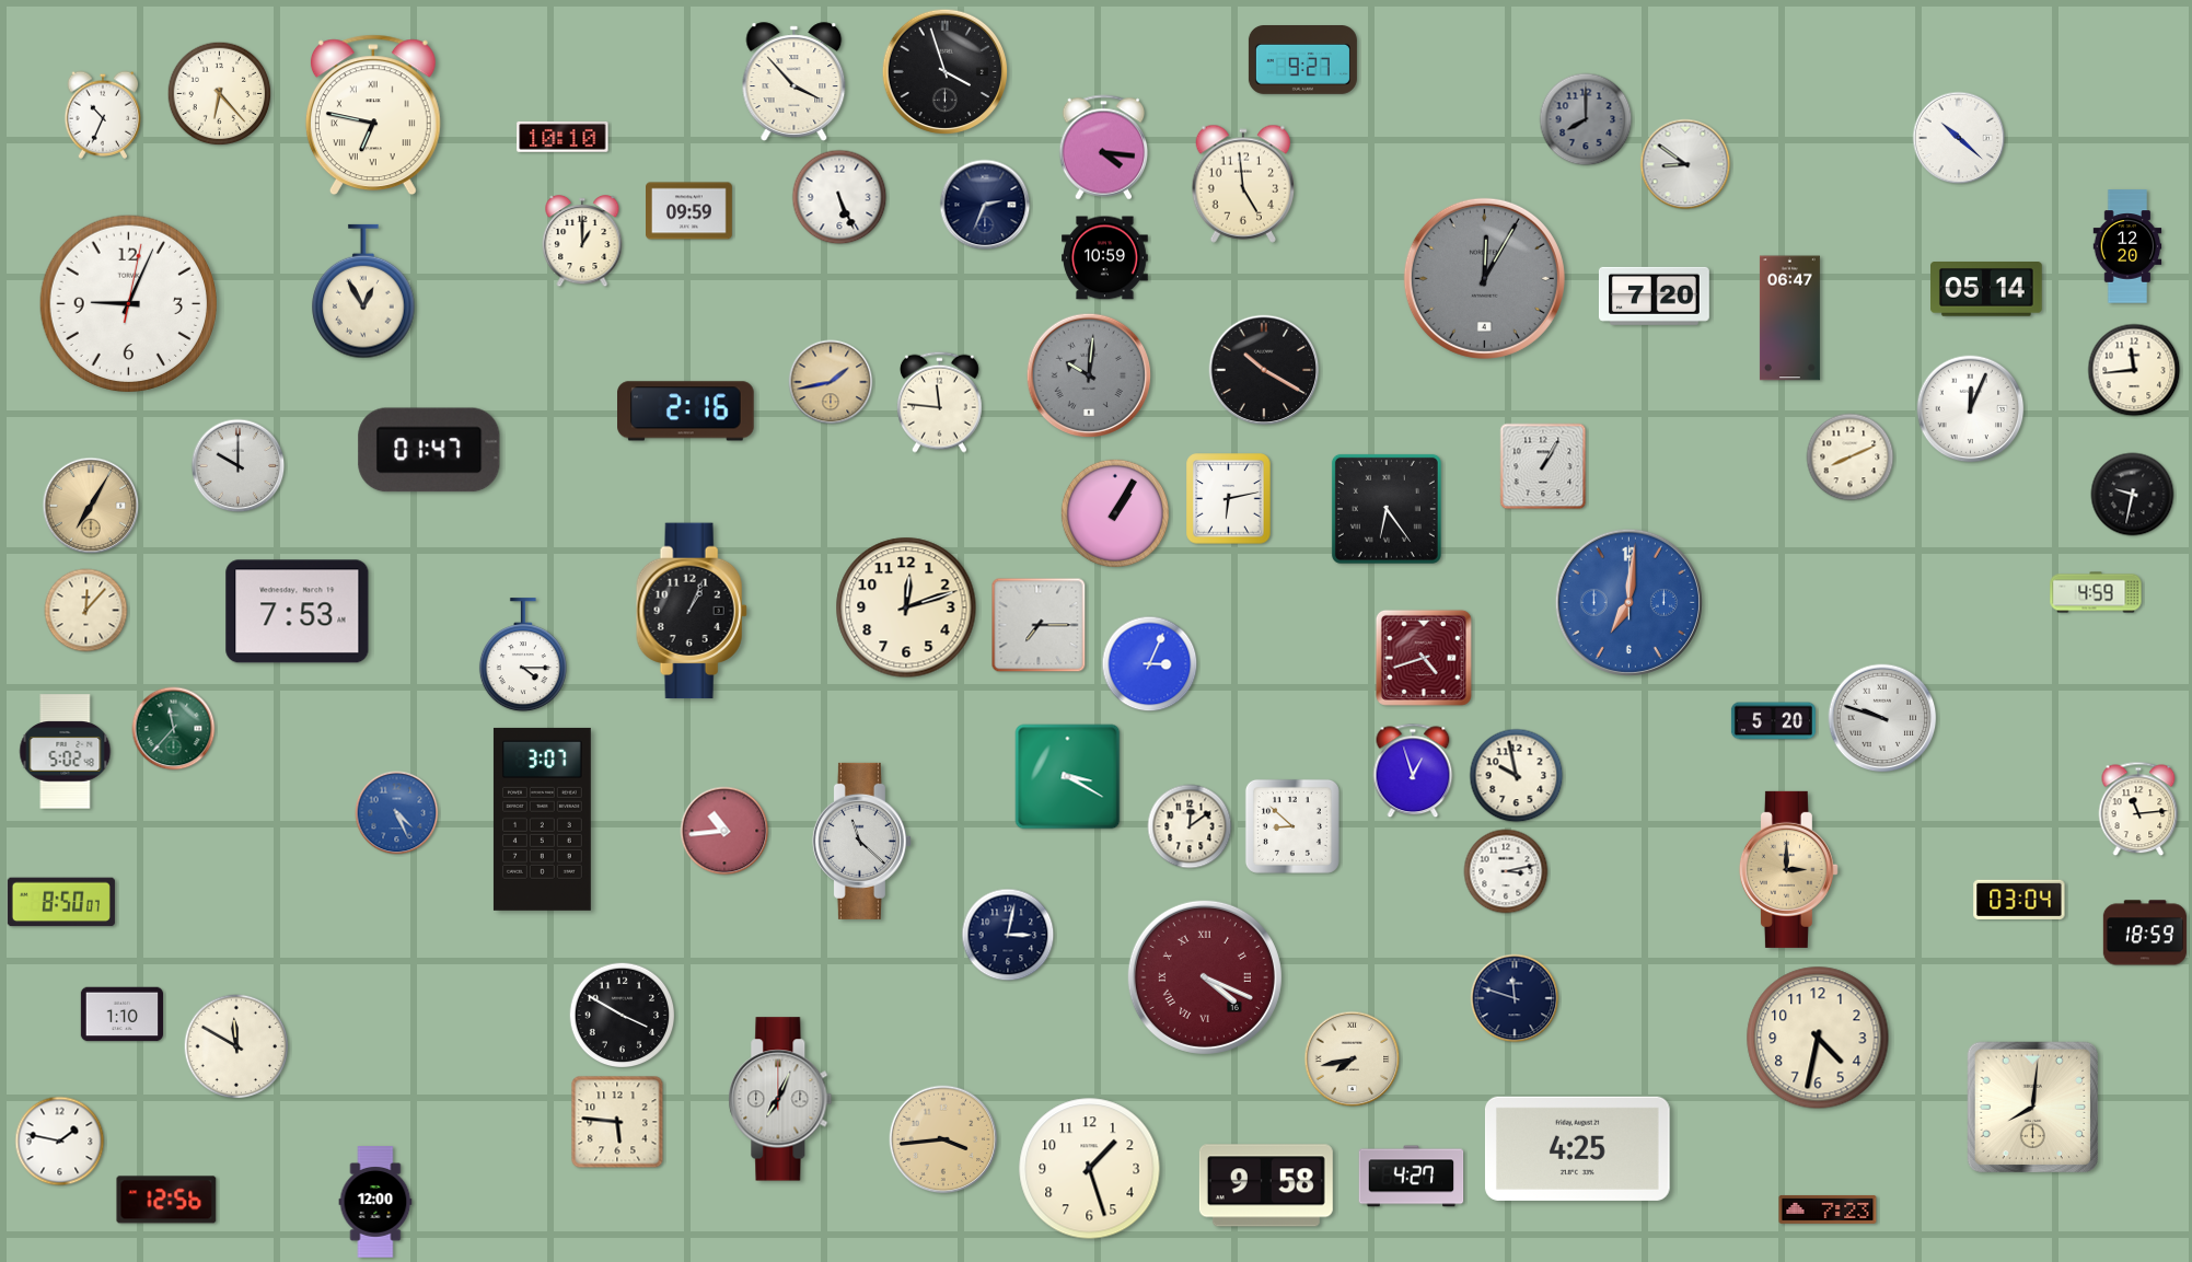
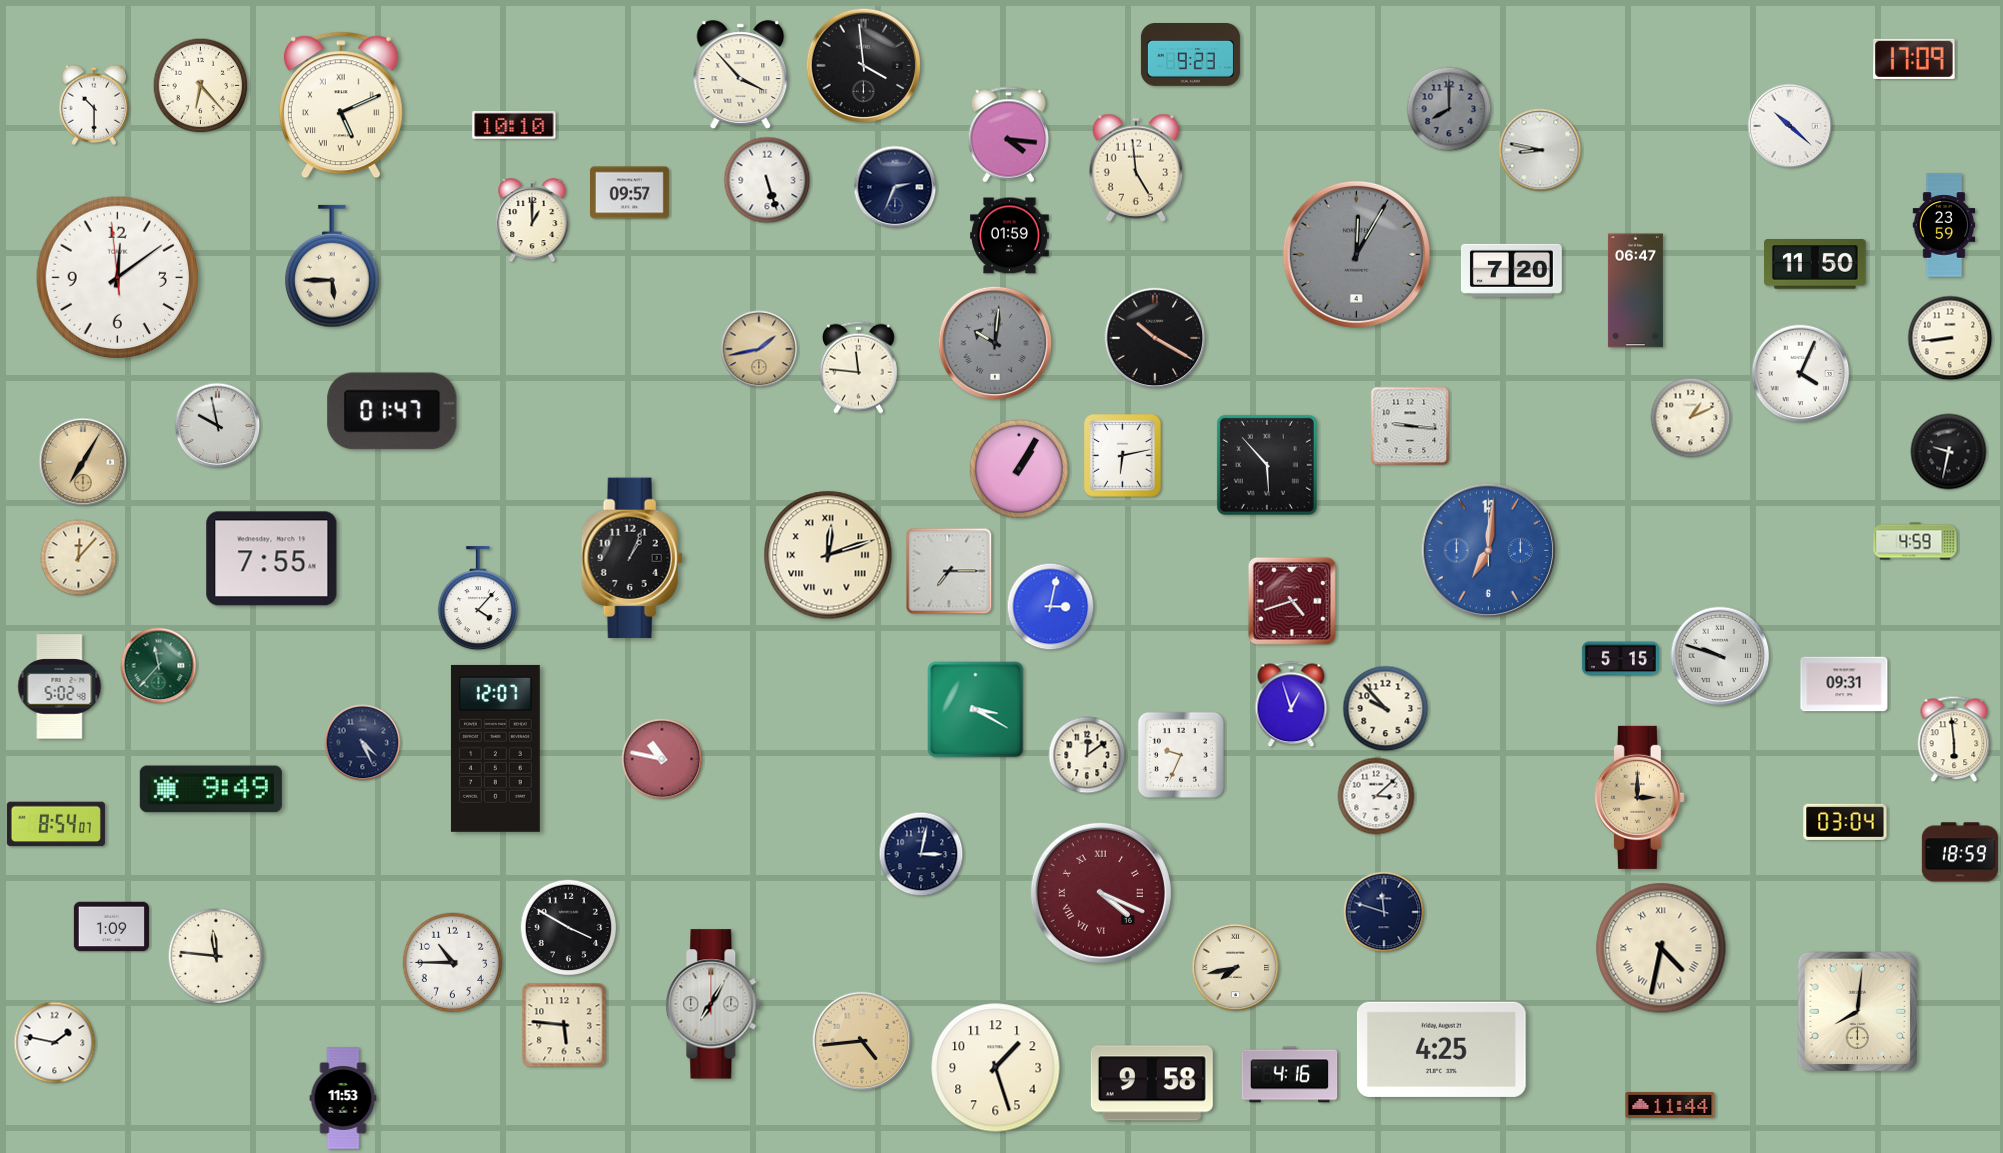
clock at (1302, 60): 9:27 -> 9:23
clock at (1914, 59): none -> 17:09
clock at (946, 72): 3:57 -> 3:59
clock at (795, 82) position: (795, 82) -> (741, 75)
clock at (103, 115): 10:34 -> 10:30
clock at (373, 115): 6:47 -> 5:11
clock at (1685, 164): 8:51 -> 8:47
clock at (839, 197): 5:26 -> 5:27
clock at (985, 205) position: (985, 205) -> (895, 187)
clock at (689, 211): 09:59 -> 09:57
clock at (2127, 246): 12:20 -> 23:59
clock at (1105, 258): 10:59 -> 01:59
clock at (1987, 289): 05:14 -> 11:50
clock at (363, 291): 12:55 -> 5:45
clock at (129, 304): 9:04 -> 12:08
clock at (2134, 370): 11:44 -> 8:44
clock at (1971, 409): 12:04 -> 4:04
clock at (686, 412): 2:16 -> none
clock at (1851, 458): 8:11 -> 1:11
clock at (239, 466): 10:00 -> 9:58
clock at (1543, 466): 1:05 -> 9:16
clock at (1387, 509): 6:24 -> 5:53
clock at (906, 607) numerals: Arabic -> Roman
clock at (298, 612): 7:53 -> 7:55
clock at (523, 656): 4:15 -> 4:07
clock at (1424, 658) position: (1424, 658) -> (1292, 601)
clock at (1150, 664): 3:04 -> 3:02
clock at (1773, 721): 5:20 -> 5:15
clock at (1844, 684): none -> 09:31
clock at (1517, 776): 9:58 -> 9:53
clock at (2138, 809): 11:14 -> 5:59
clock at (397, 813) dial: blue -> navy
clock at (542, 819): 3:07 -> 12:07
clock at (1292, 826): 8:52 -> 9:34
clock at (724, 831): 10:44 -> 10:47
clock at (861, 841): 11:22 -> none
clock at (211, 789): none -> 9:49
clock at (1788, 869) position: (1788, 869) -> (1639, 797)
clock at (1506, 871): 3:13 -> 3:08
clock at (61, 902): 8:50 -> 8:54
clock at (121, 1015): 1:10 -> 1:09
clock at (1818, 1038) numerals: Arabic -> Roman
clock at (236, 1046): 11:50 -> 11:46
clock at (452, 962): none -> 10:45
clock at (780, 1099): 7:04 -> 7:05
clock at (943, 1139): 3:44 -> 4:44
clock at (1412, 1177): 4:27 -> 4:16
clock at (1266, 1185) position: (1266, 1185) -> (1152, 1083)
clock at (166, 1200): 12:56 -> none
clock at (375, 1202): 12:00 -> 11:53
clock at (1828, 1209): 7:23 -> 11:44
